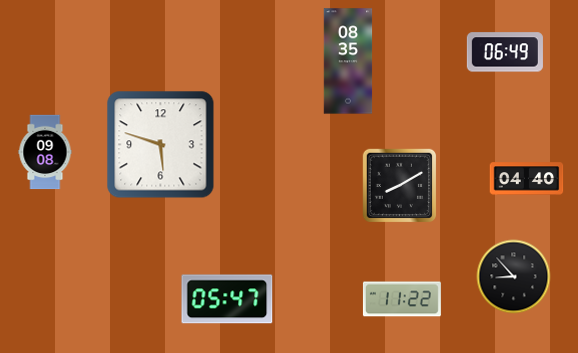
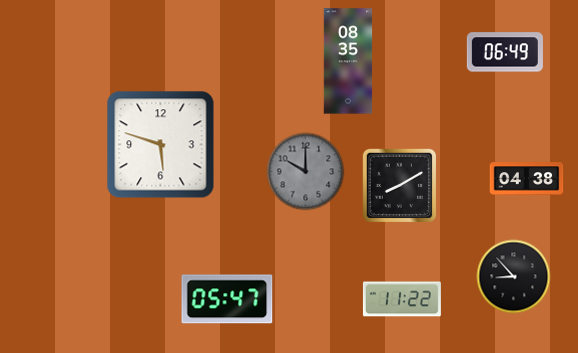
clock at (45, 152): 09:08 -> none
clock at (306, 172): none -> 10:00
clock at (527, 179): 04:40 -> 04:38
